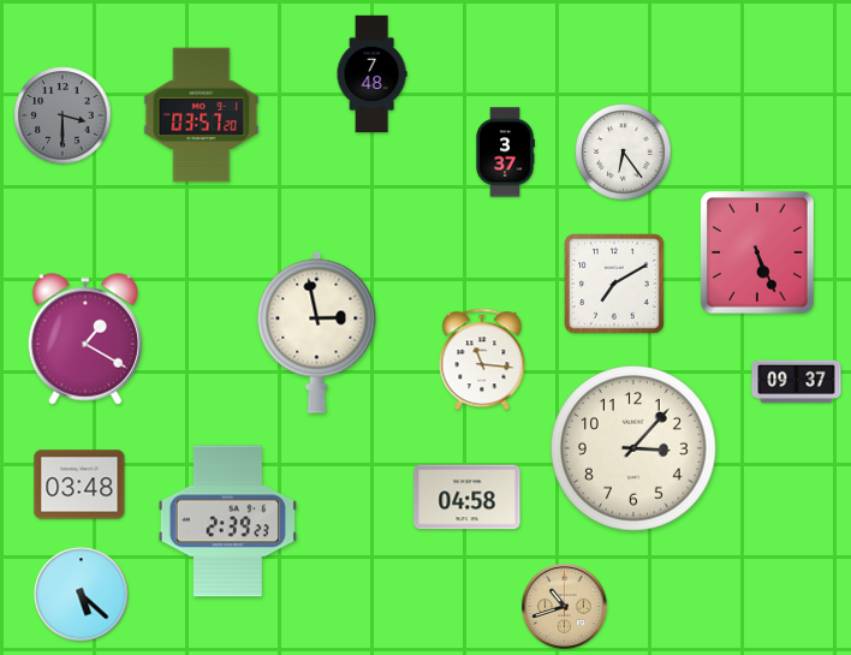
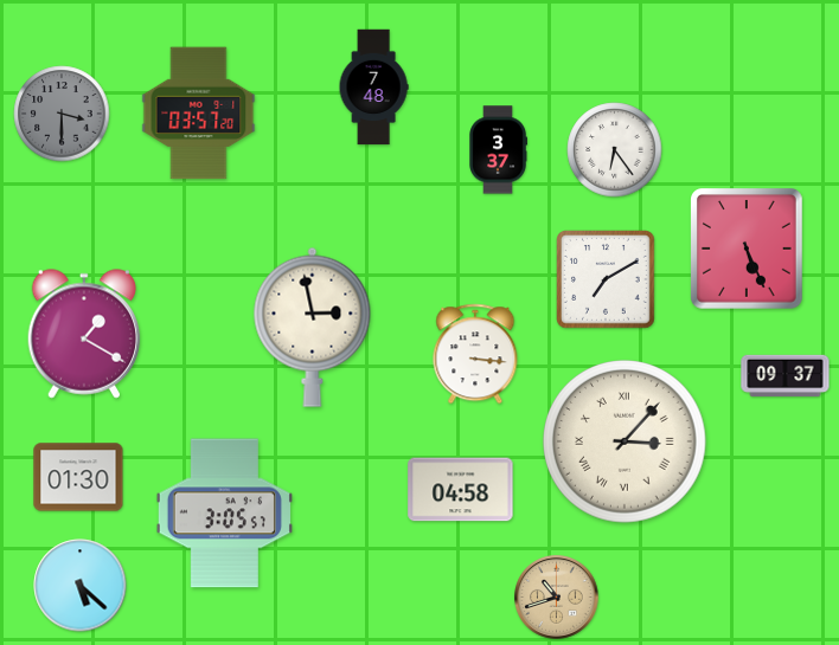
clock at (371, 75) position: (371, 75) -> (373, 88)
clock at (482, 359): 11:16 -> 3:16
clock at (633, 448) numerals: Arabic -> Roman
clock at (79, 484): 03:48 -> 01:30
clock at (227, 522): 2:39 -> 3:05
